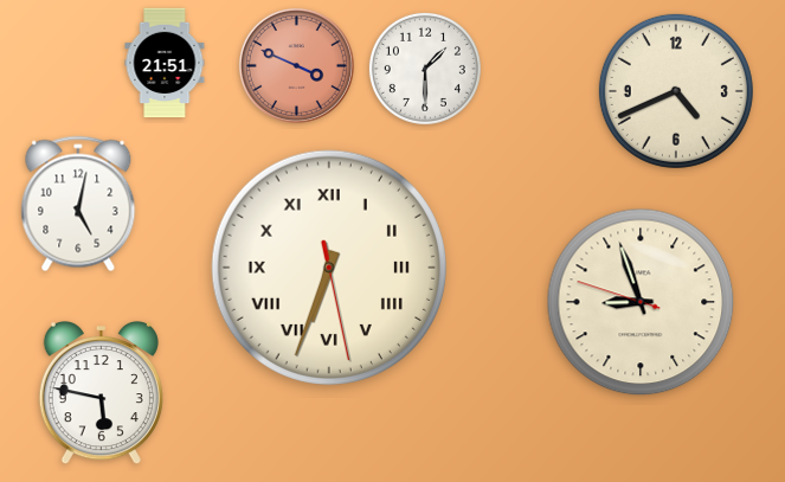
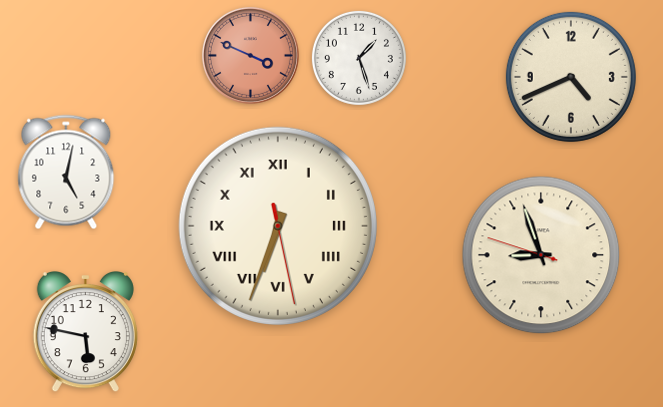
clock at (165, 63): 21:51 -> none
clock at (425, 69): 1:30 -> 1:27
